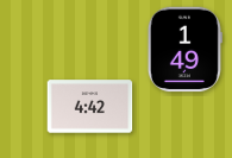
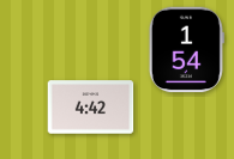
clock at (184, 50): 1:49 -> 1:54
